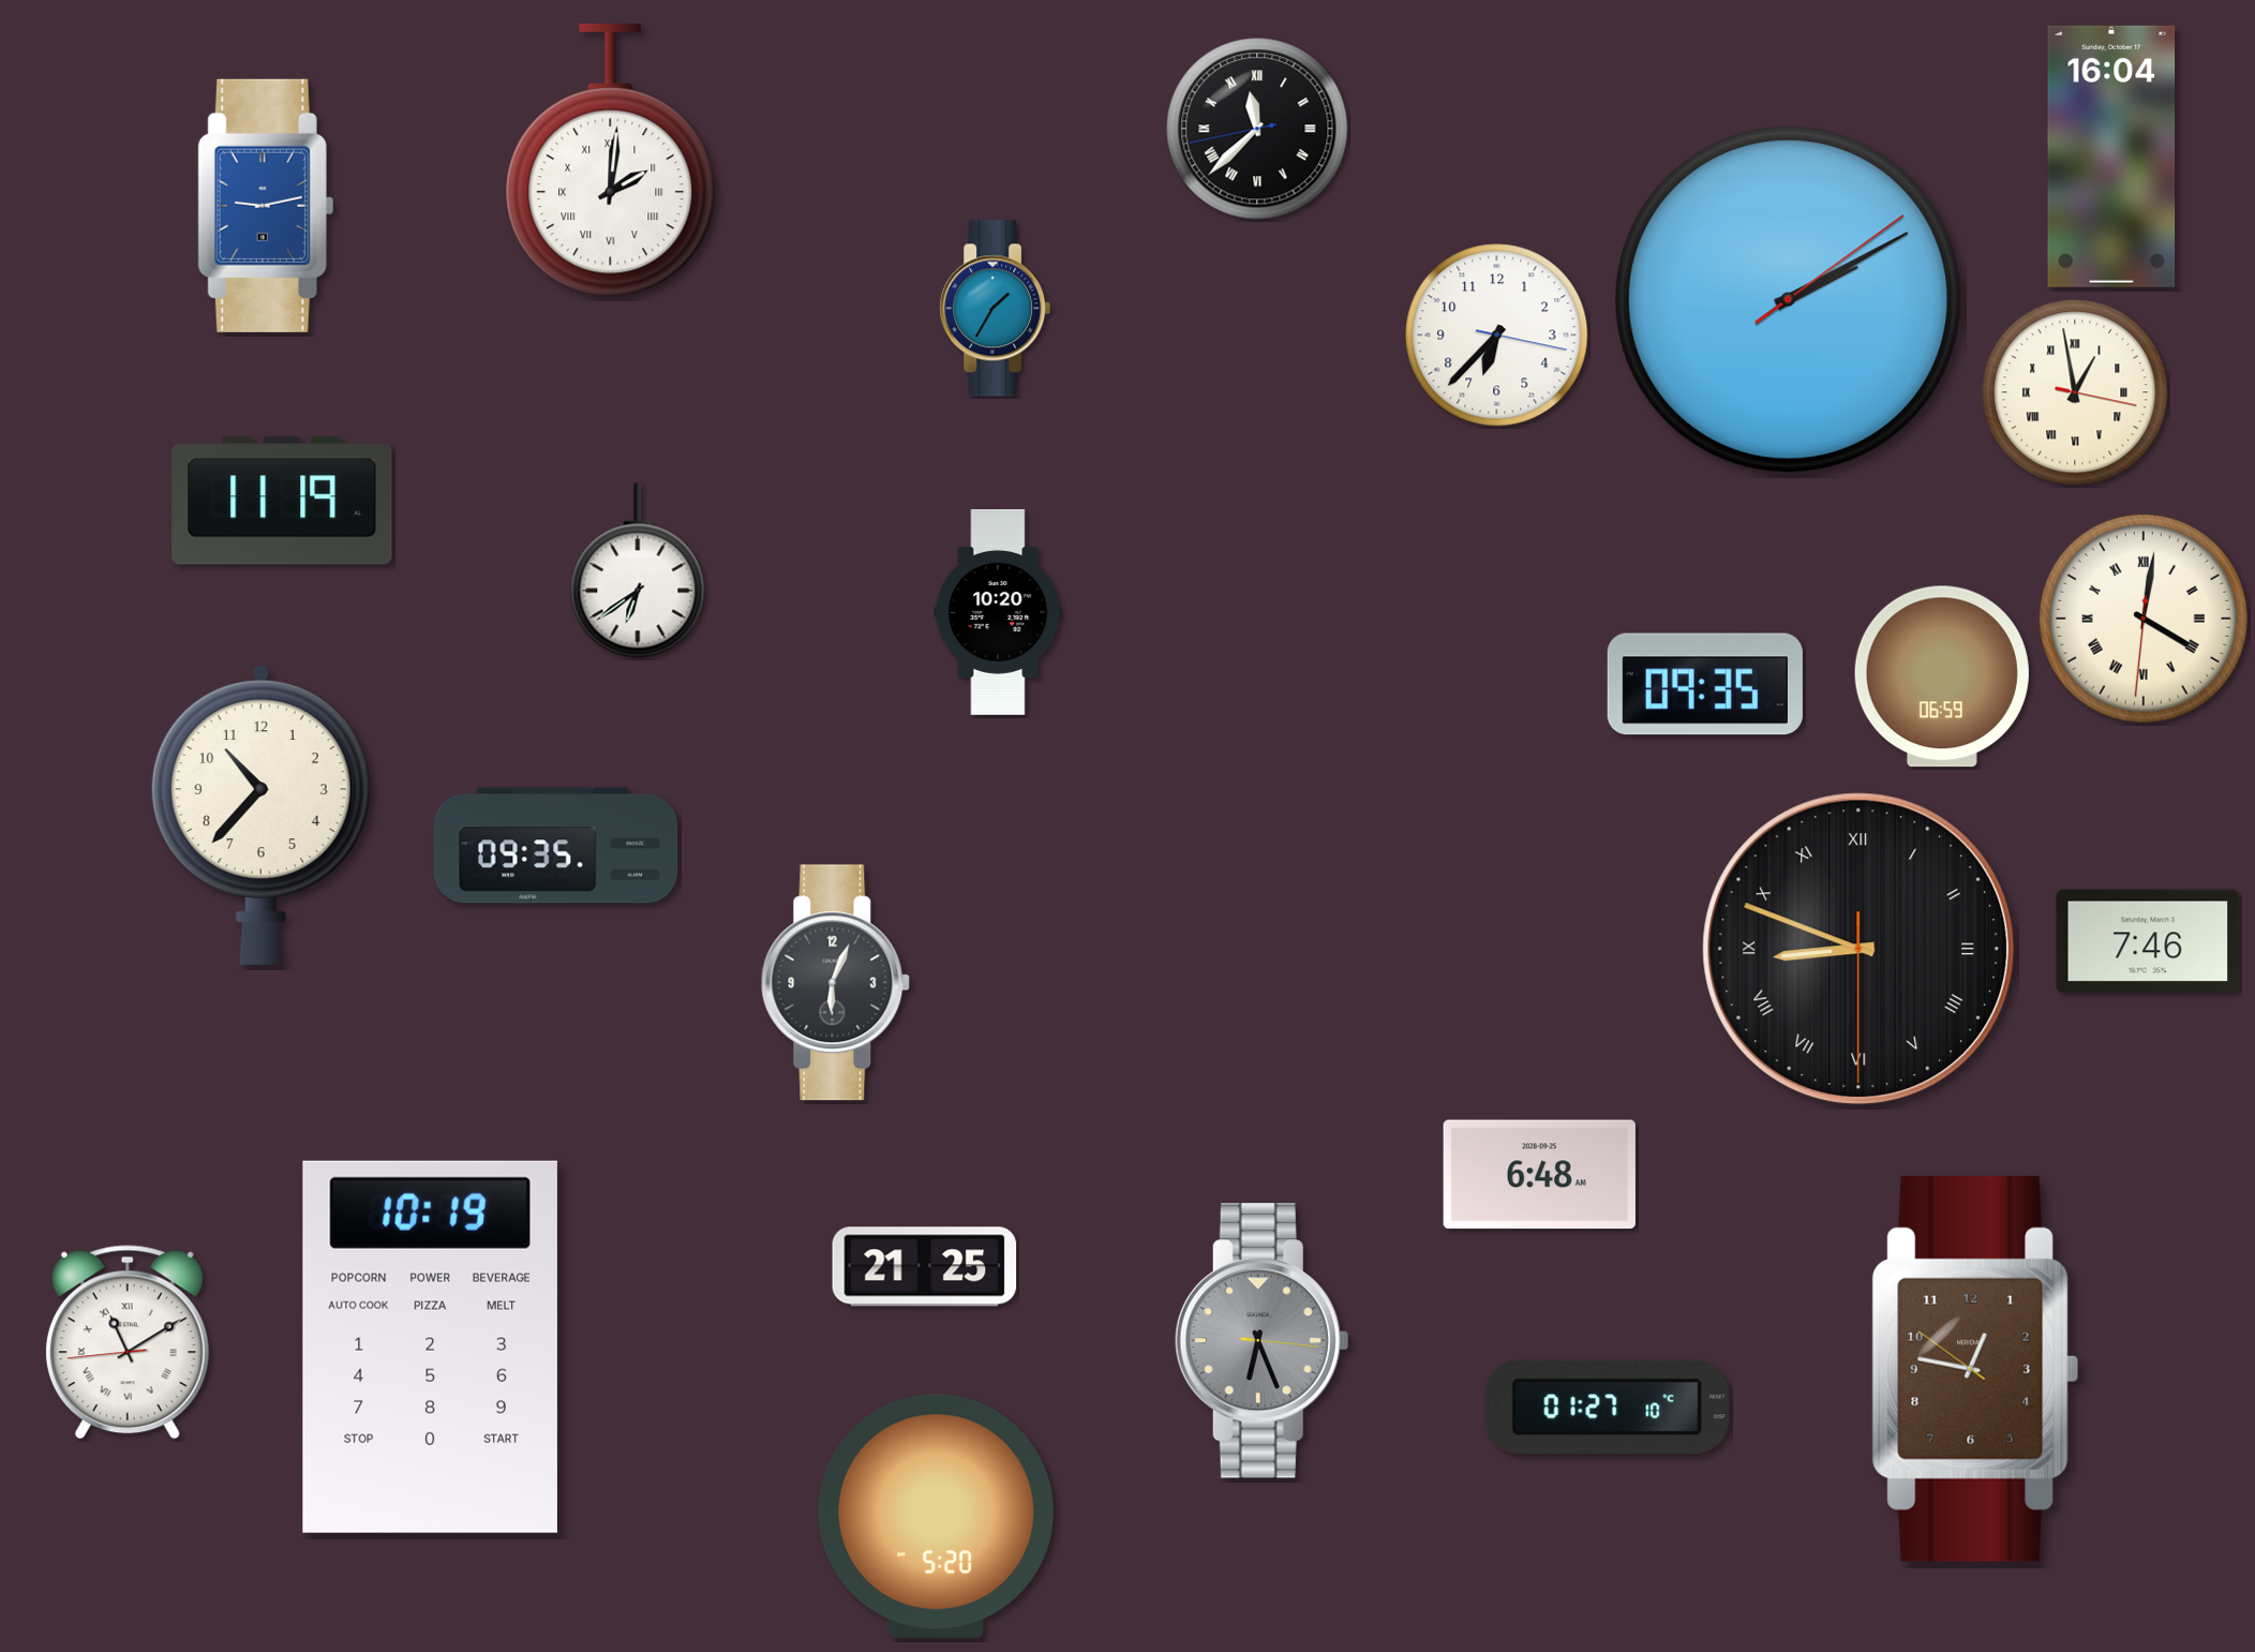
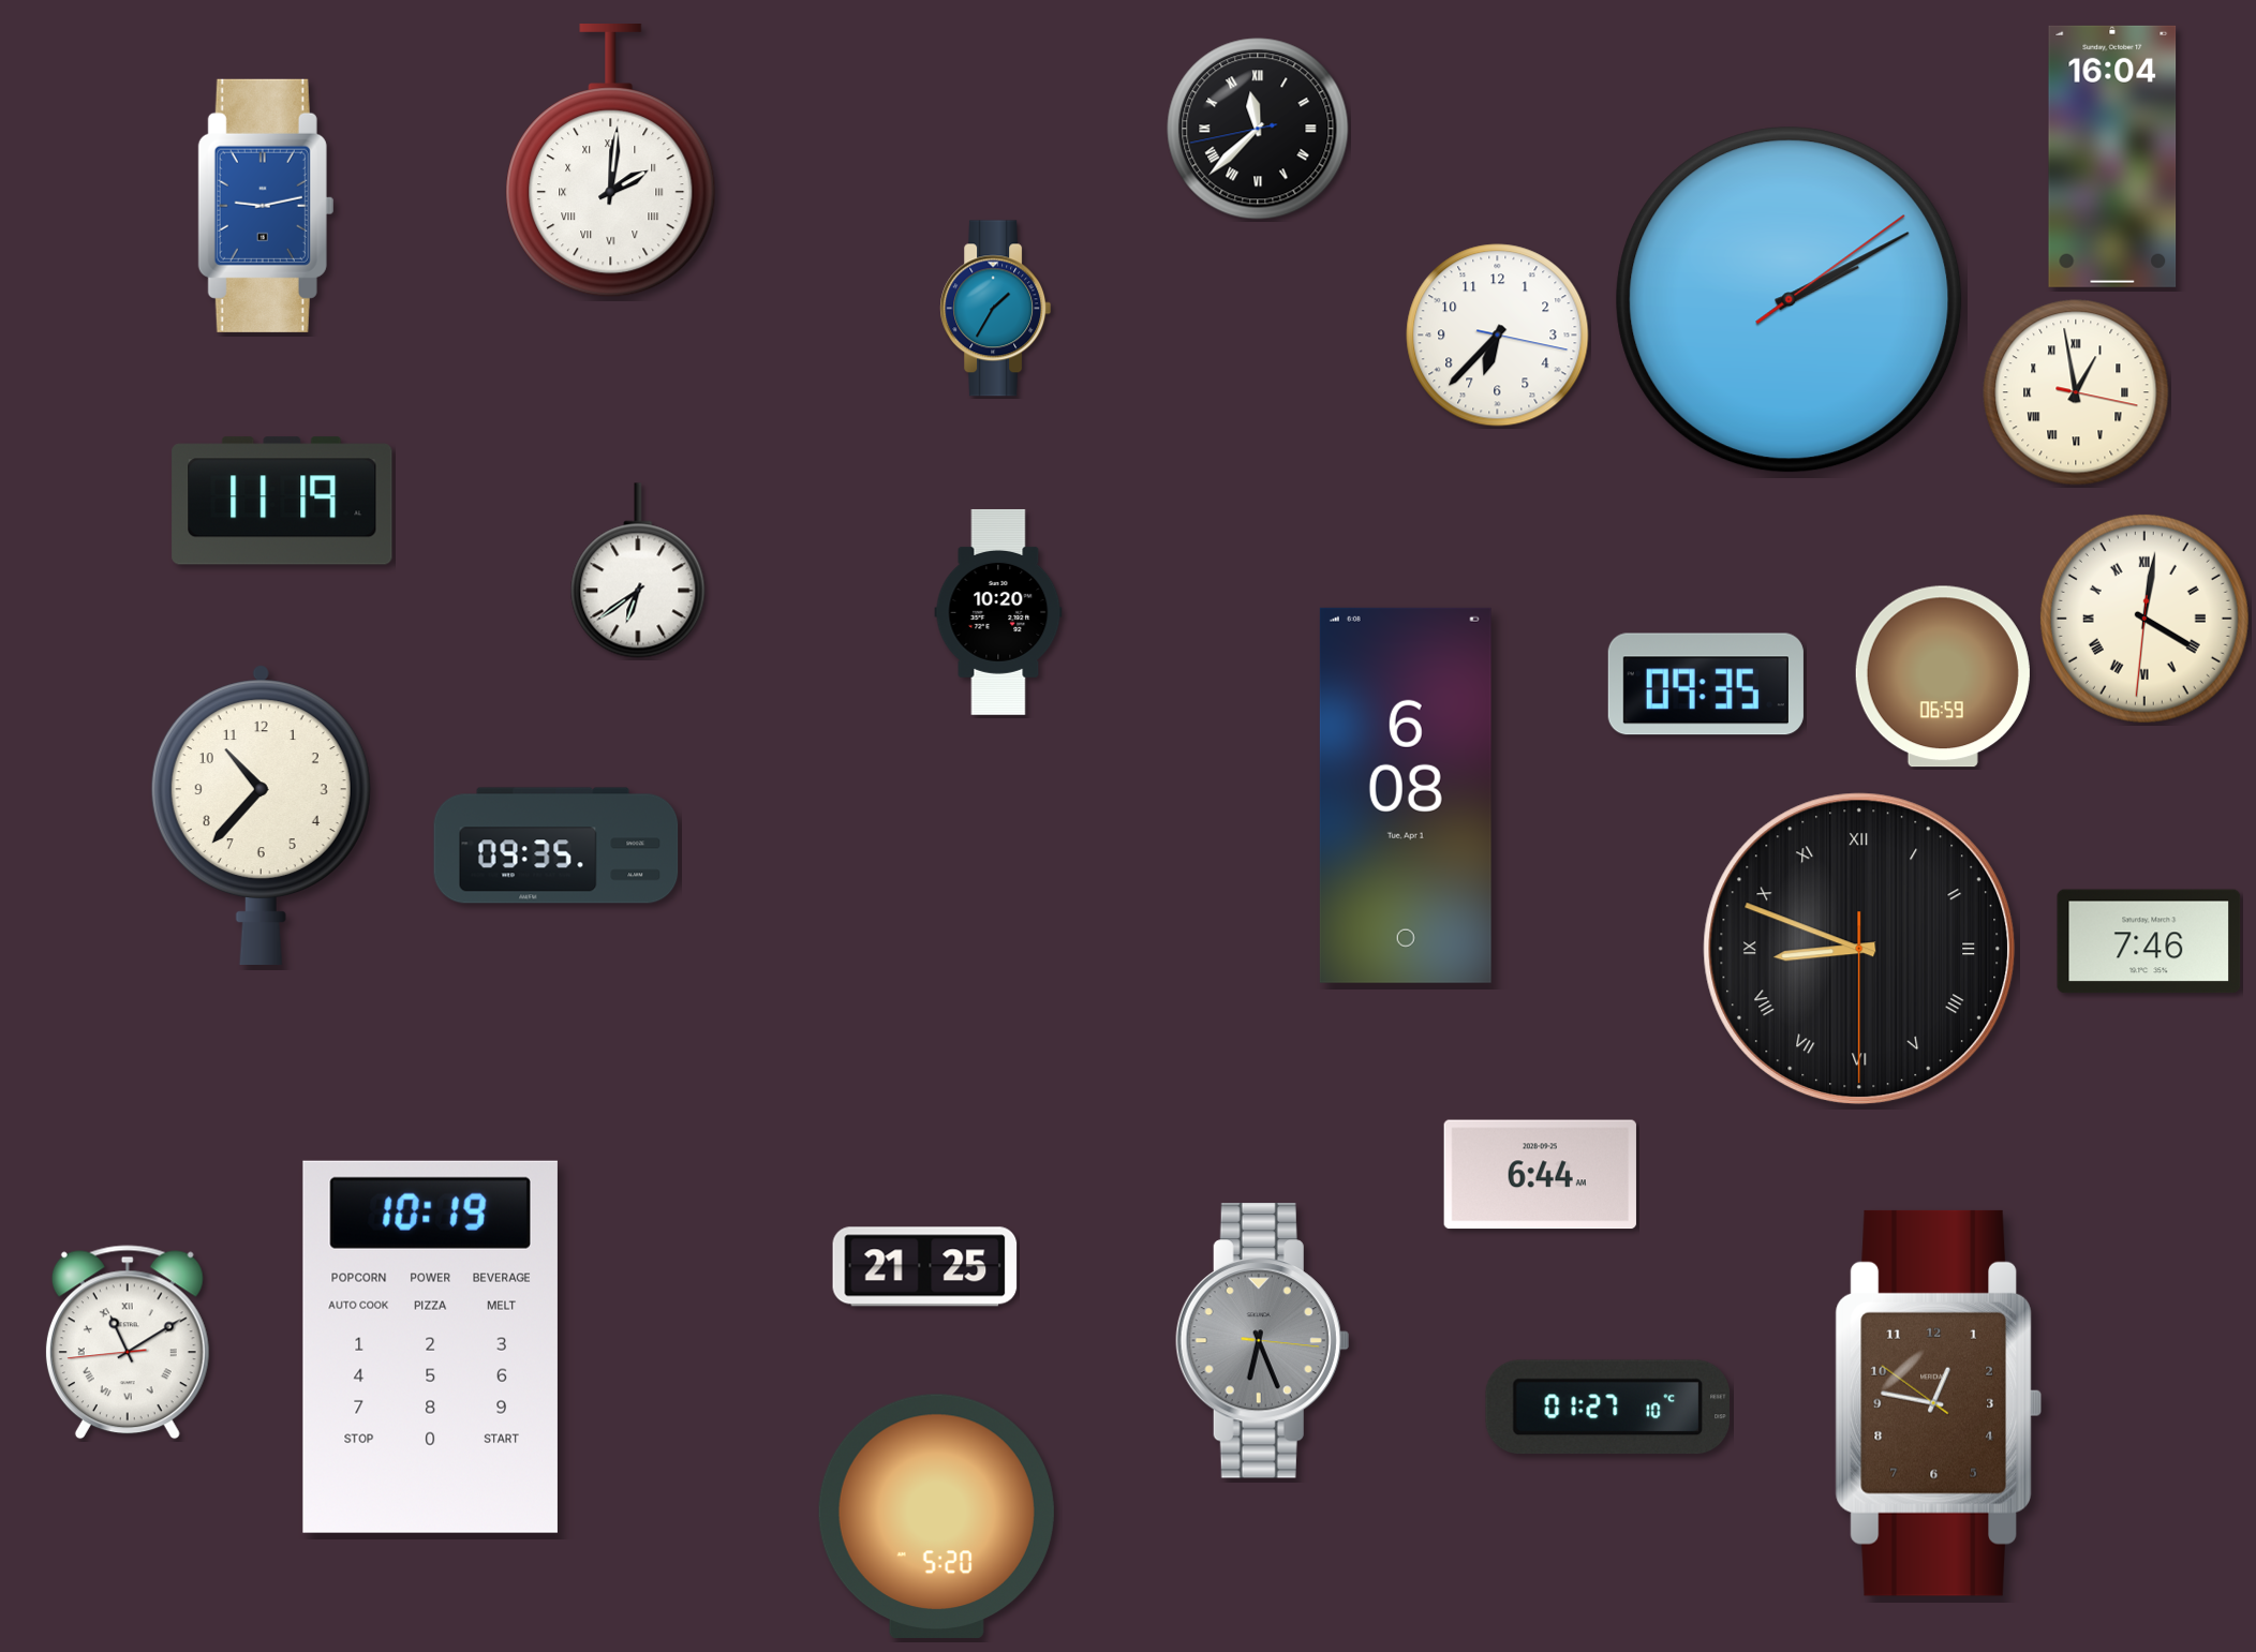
clock at (1406, 795): none -> 6:08
clock at (836, 983): 6:04 -> none
clock at (1539, 1175): 6:48 -> 6:44
clock at (1975, 1369) position: (1975, 1369) -> (1939, 1403)
